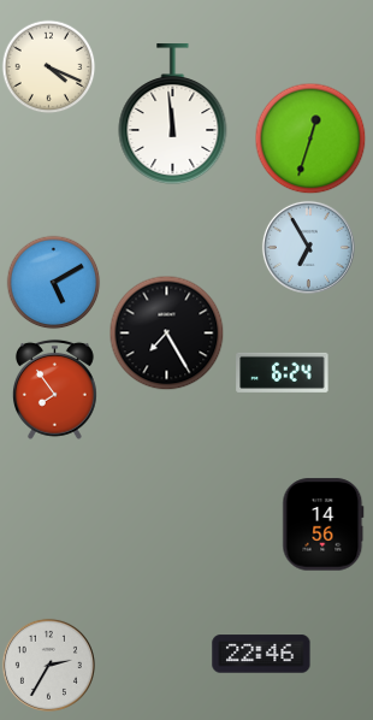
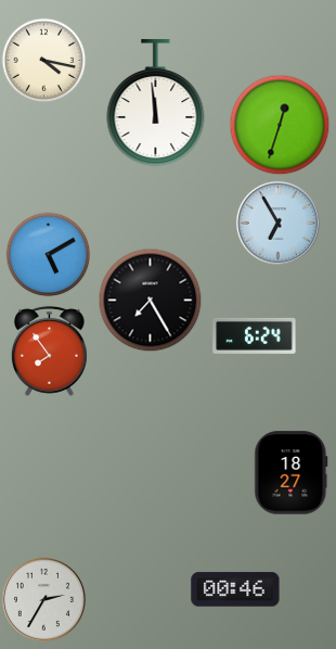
clock at (48, 66): 4:19 -> 4:17
clock at (324, 525): 14:56 -> 18:27
clock at (261, 654): 22:46 -> 00:46
